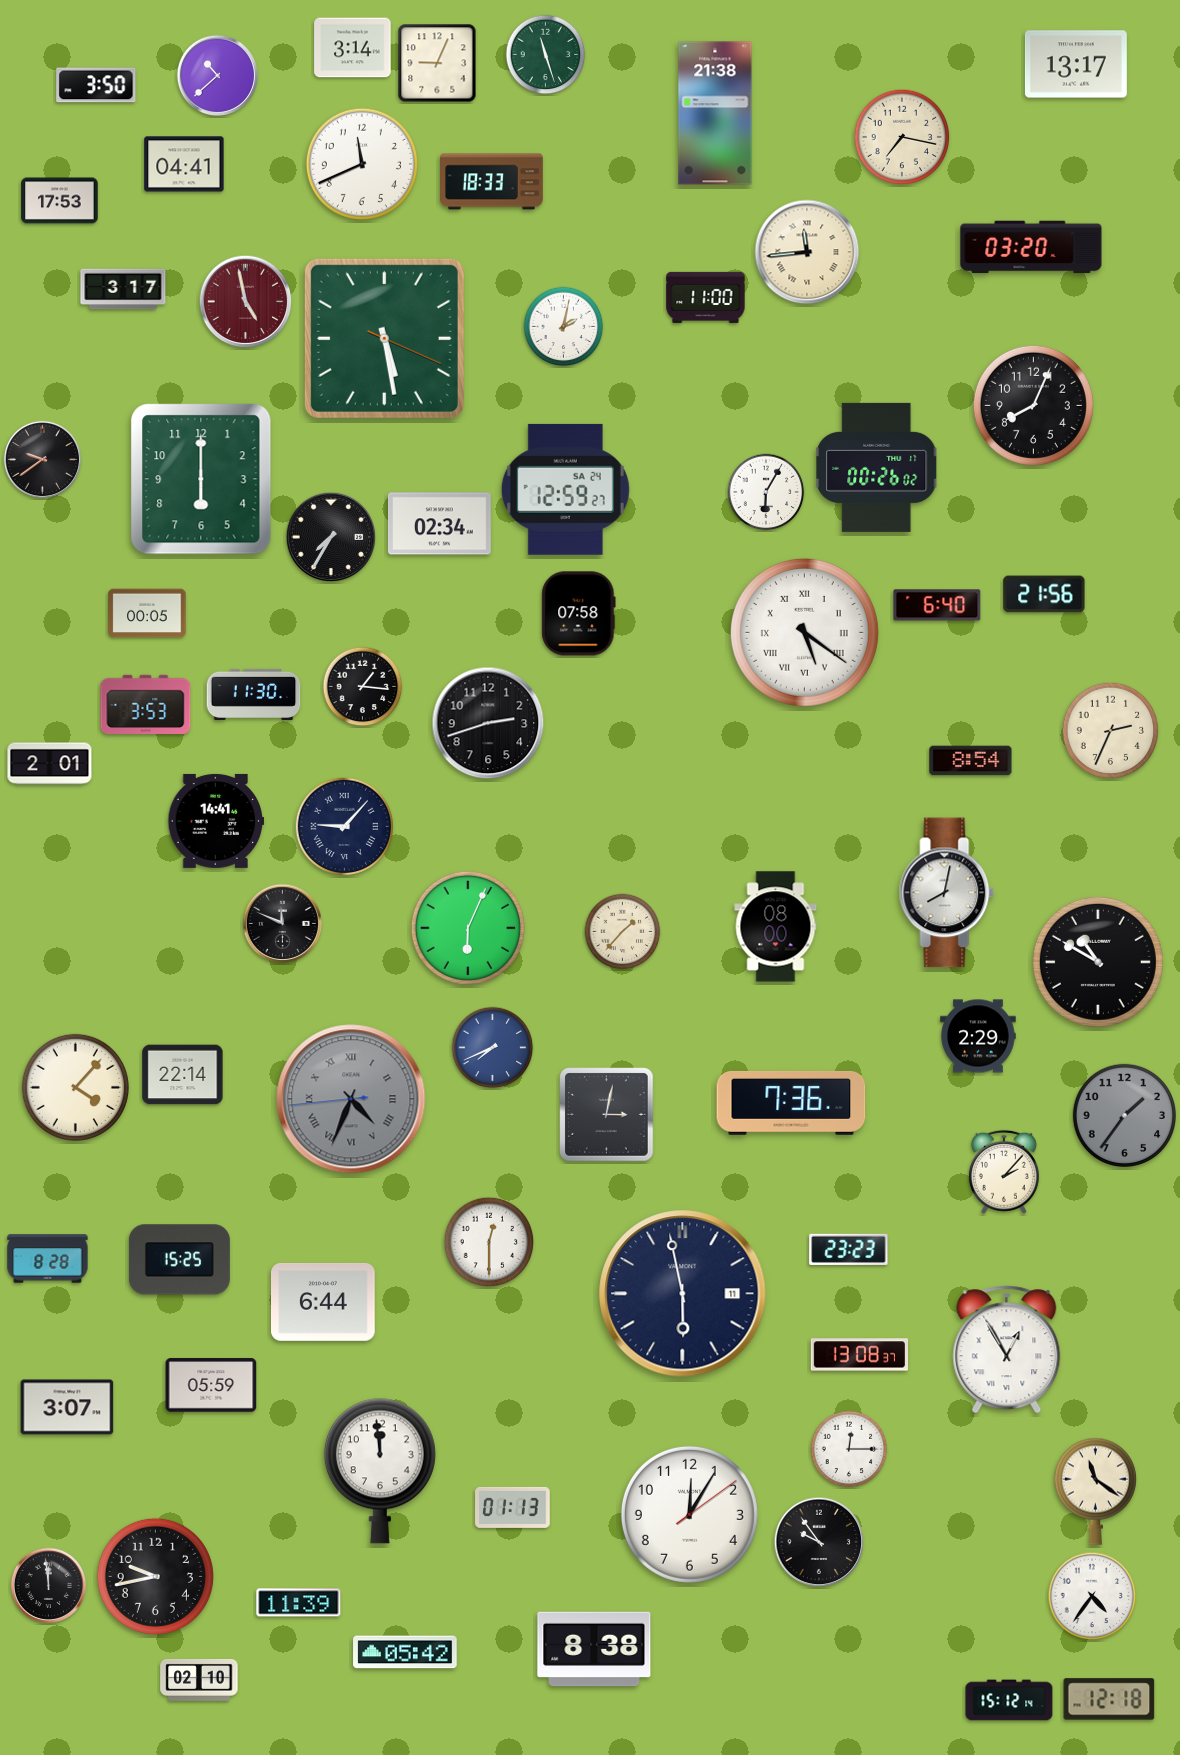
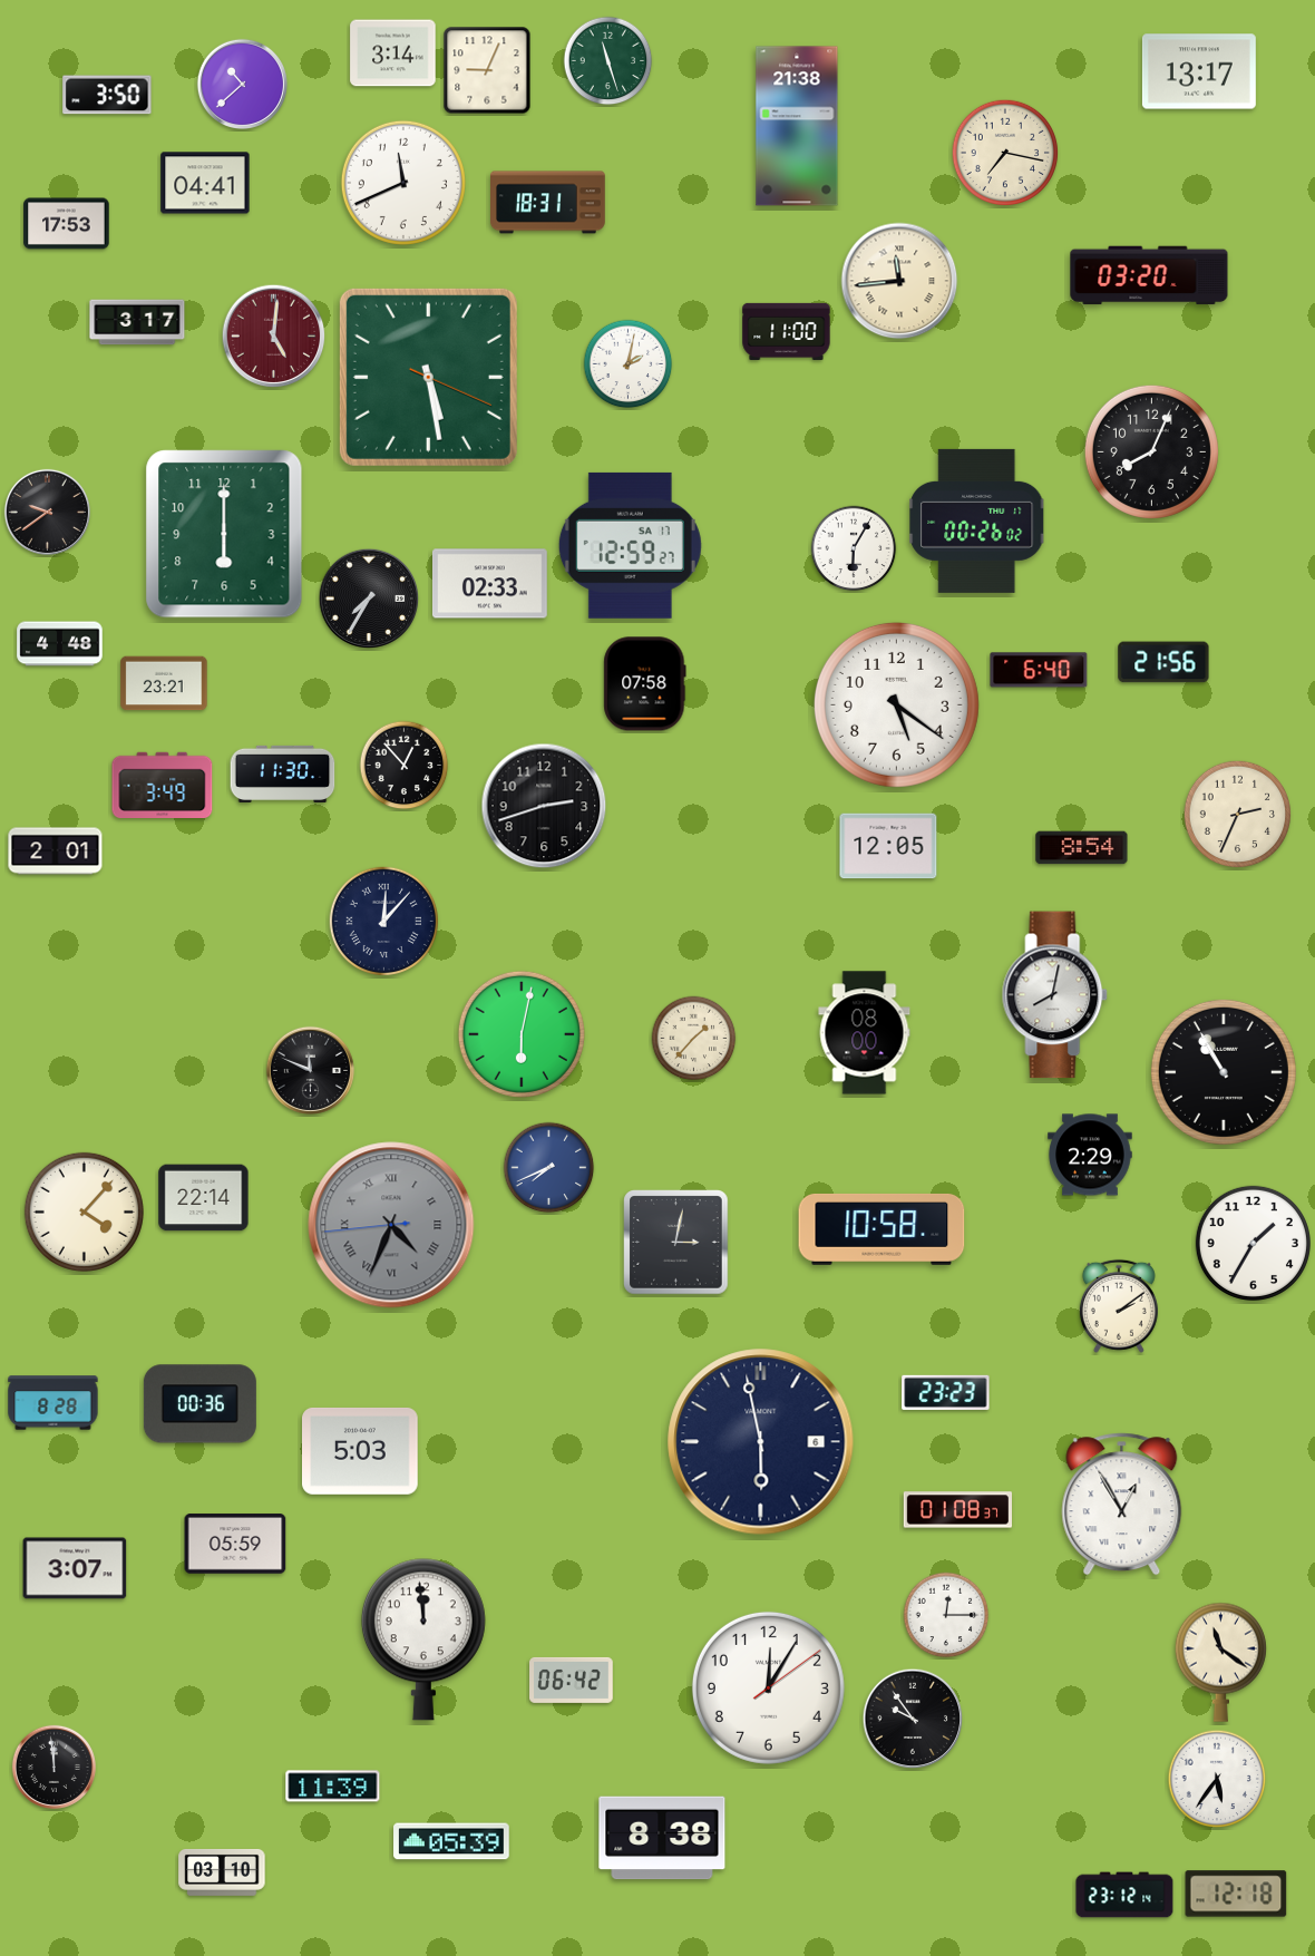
clock at (492, 182): 18:33 -> 18:31
clock at (246, 302): 4:58 -> 5:01
clock at (565, 489) date: SA 24 -> SA 17
clock at (440, 524): 02:34 -> 02:33
clock at (60, 644): none -> 4:48
clock at (937, 605) position: (937, 605) -> (1039, 670)
clock at (147, 613): 00:05 -> 23:21
clock at (804, 632) numerals: Roman -> Arabic
clock at (363, 687): 1:16 -> 12:53
clock at (146, 704): 3:53 -> 3:49
clock at (888, 846): none -> 12:05
clock at (216, 821): 14:41 -> none
clock at (344, 826): 9:07 -> 12:07
clock at (282, 923) position: (282, 923) -> (310, 1070)
clock at (468, 928): 6:04 -> 6:02
clock at (1098, 962): 10:50 -> 10:55
clock at (791, 1103): 7:36 -> 10:58
clock at (1124, 1115): 1:36 -> 1:35
clock at (1124, 1115) dial: grey -> white
clock at (1004, 1172): 2:07 -> 2:09
clock at (489, 1242): 12:30 -> none
clock at (179, 1260): 15:25 -> 00:36
clock at (683, 1294) date: 11 -> 6
clock at (324, 1302): 6:44 -> 5:03
clock at (859, 1355): 13:08 -> 01:08
clock at (513, 1507): 01:13 -> 06:42
clock at (155, 1576): 9:43 -> none
clock at (1092, 1596): 4:36 -> 5:36
clock at (405, 1652): 05:42 -> 05:39
clock at (199, 1680): 02:10 -> 03:10
clock at (1009, 1700): 15:12 -> 23:12
